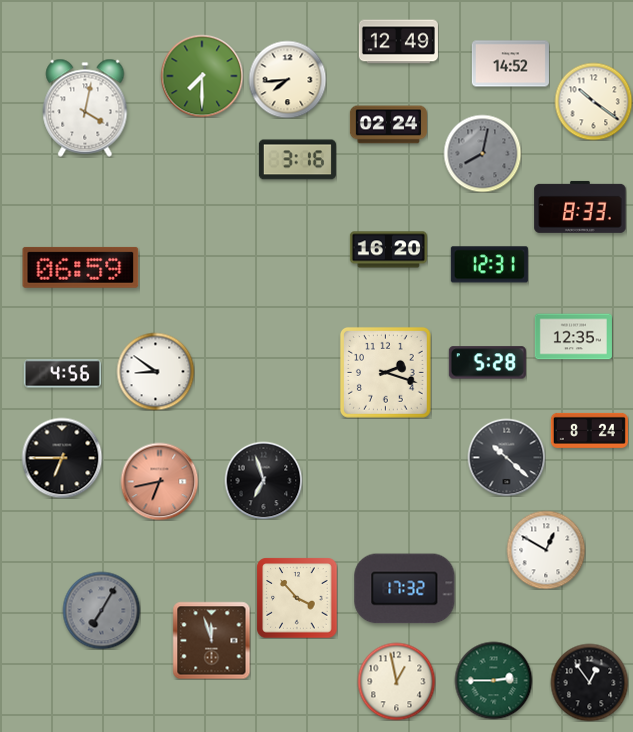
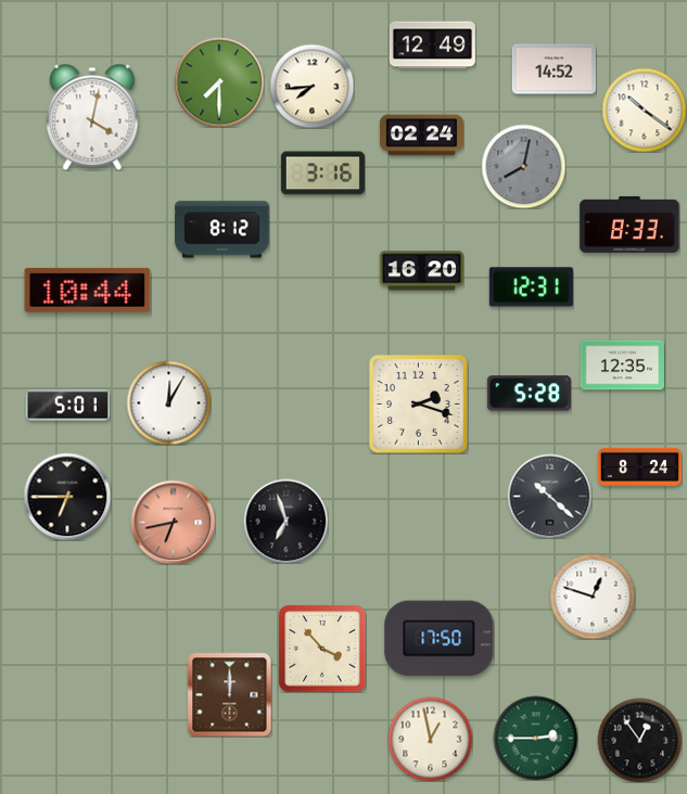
clock at (222, 230): none -> 8:12
clock at (81, 267): 06:59 -> 10:44
clock at (155, 371): 8:51 -> 12:05
clock at (62, 374): 4:56 -> 5:01
clock at (546, 550): 12:50 -> 12:48
clock at (405, 589): 17:32 -> 17:50
clock at (101, 610): 7:05 -> none
clock at (211, 640): 11:57 -> 12:00
